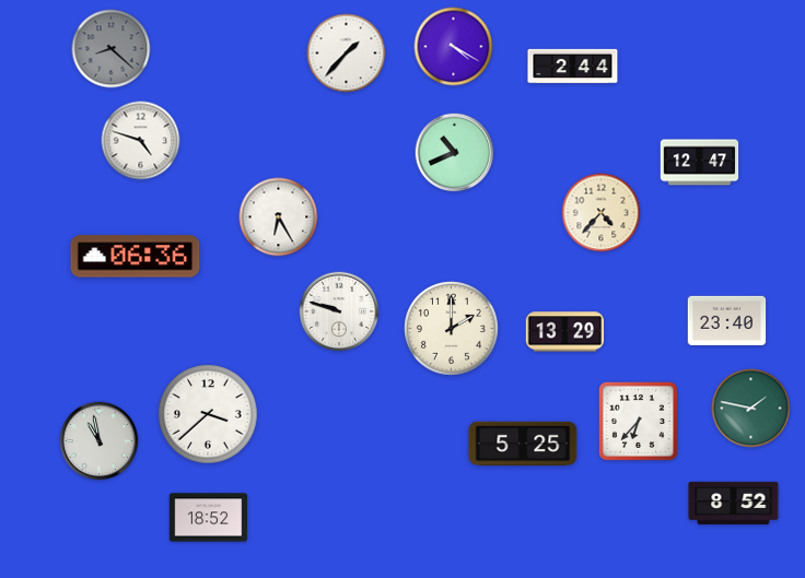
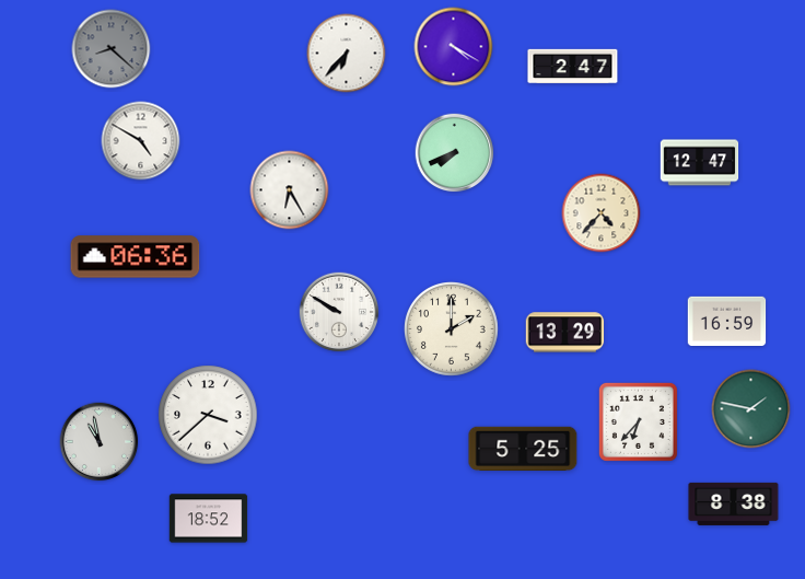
clock at (347, 54): 1:37 -> 6:37
clock at (573, 67): 2:44 -> 2:47
clock at (141, 141): 4:48 -> 4:50
clock at (455, 153): 10:41 -> 7:41
clock at (279, 217) position: (279, 217) -> (290, 190)
clock at (339, 311): 9:48 -> 9:50
clock at (727, 320): 23:40 -> 16:59
clock at (523, 443) position: (523, 443) -> (523, 448)
clock at (734, 503): 8:52 -> 8:38
